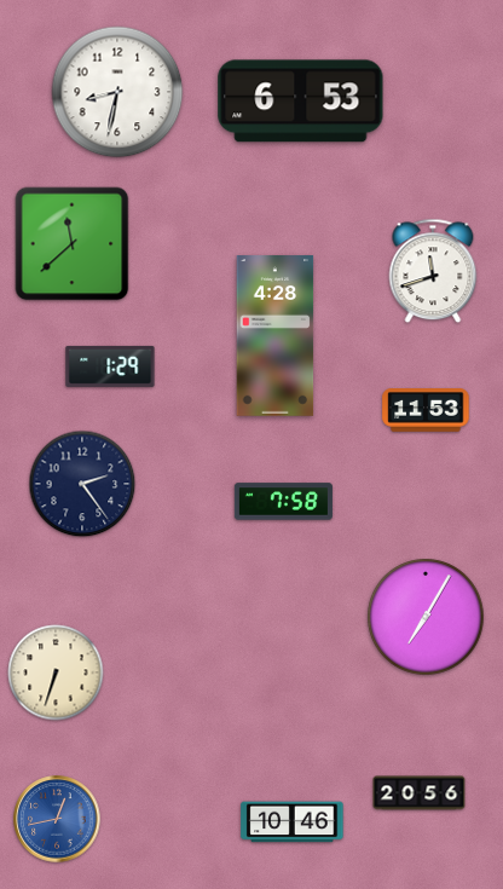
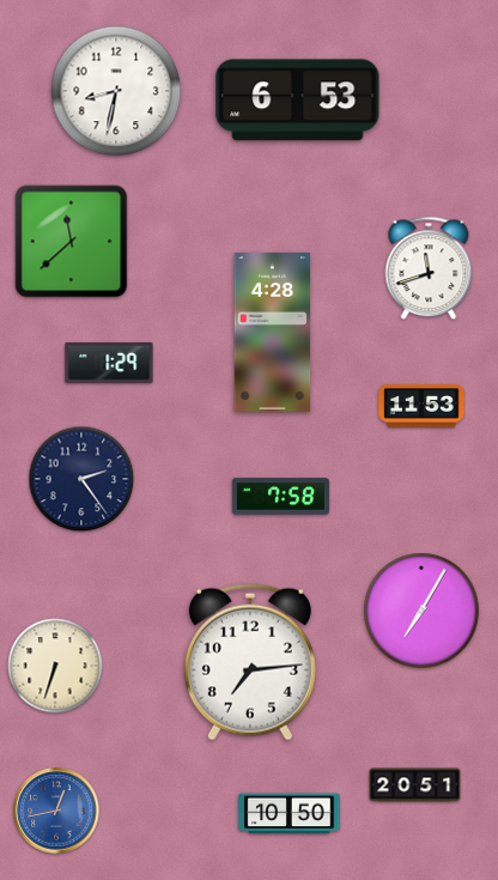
clock at (250, 662): none -> 7:14
clock at (420, 793): 20:56 -> 20:51
clock at (293, 822): 10:46 -> 10:50
